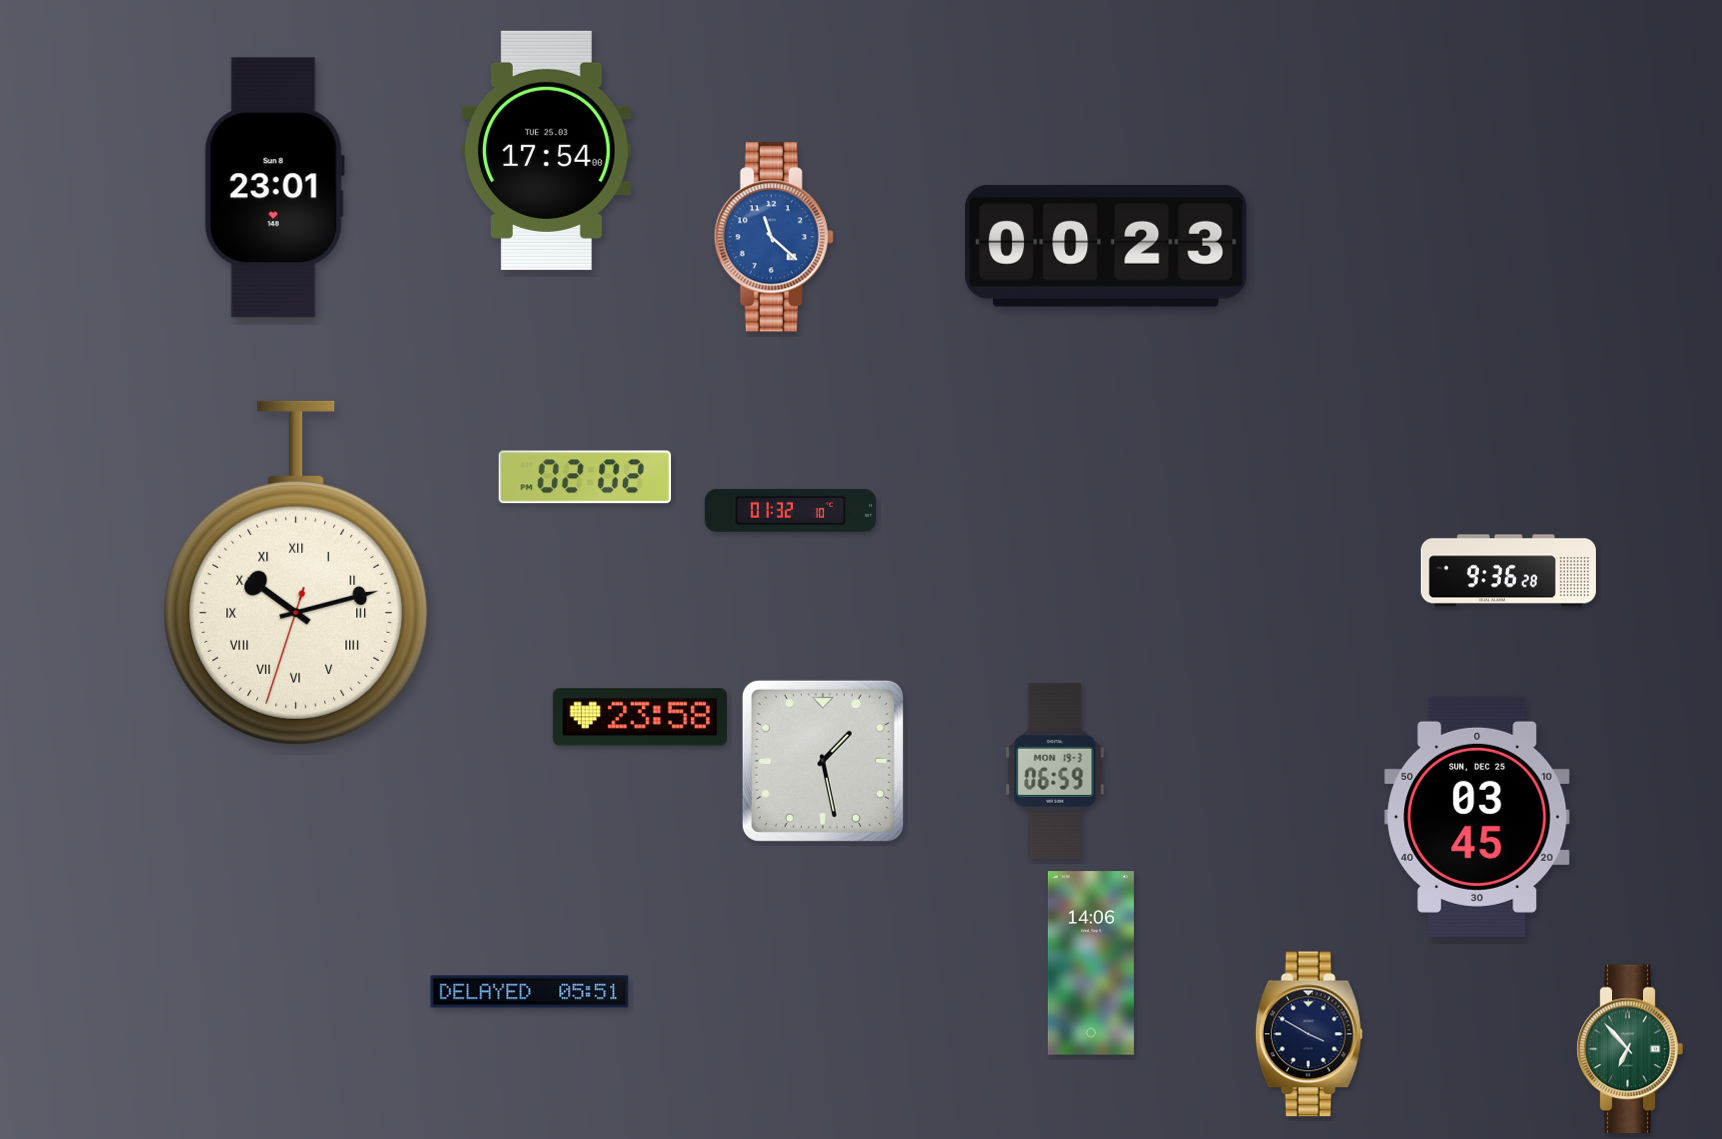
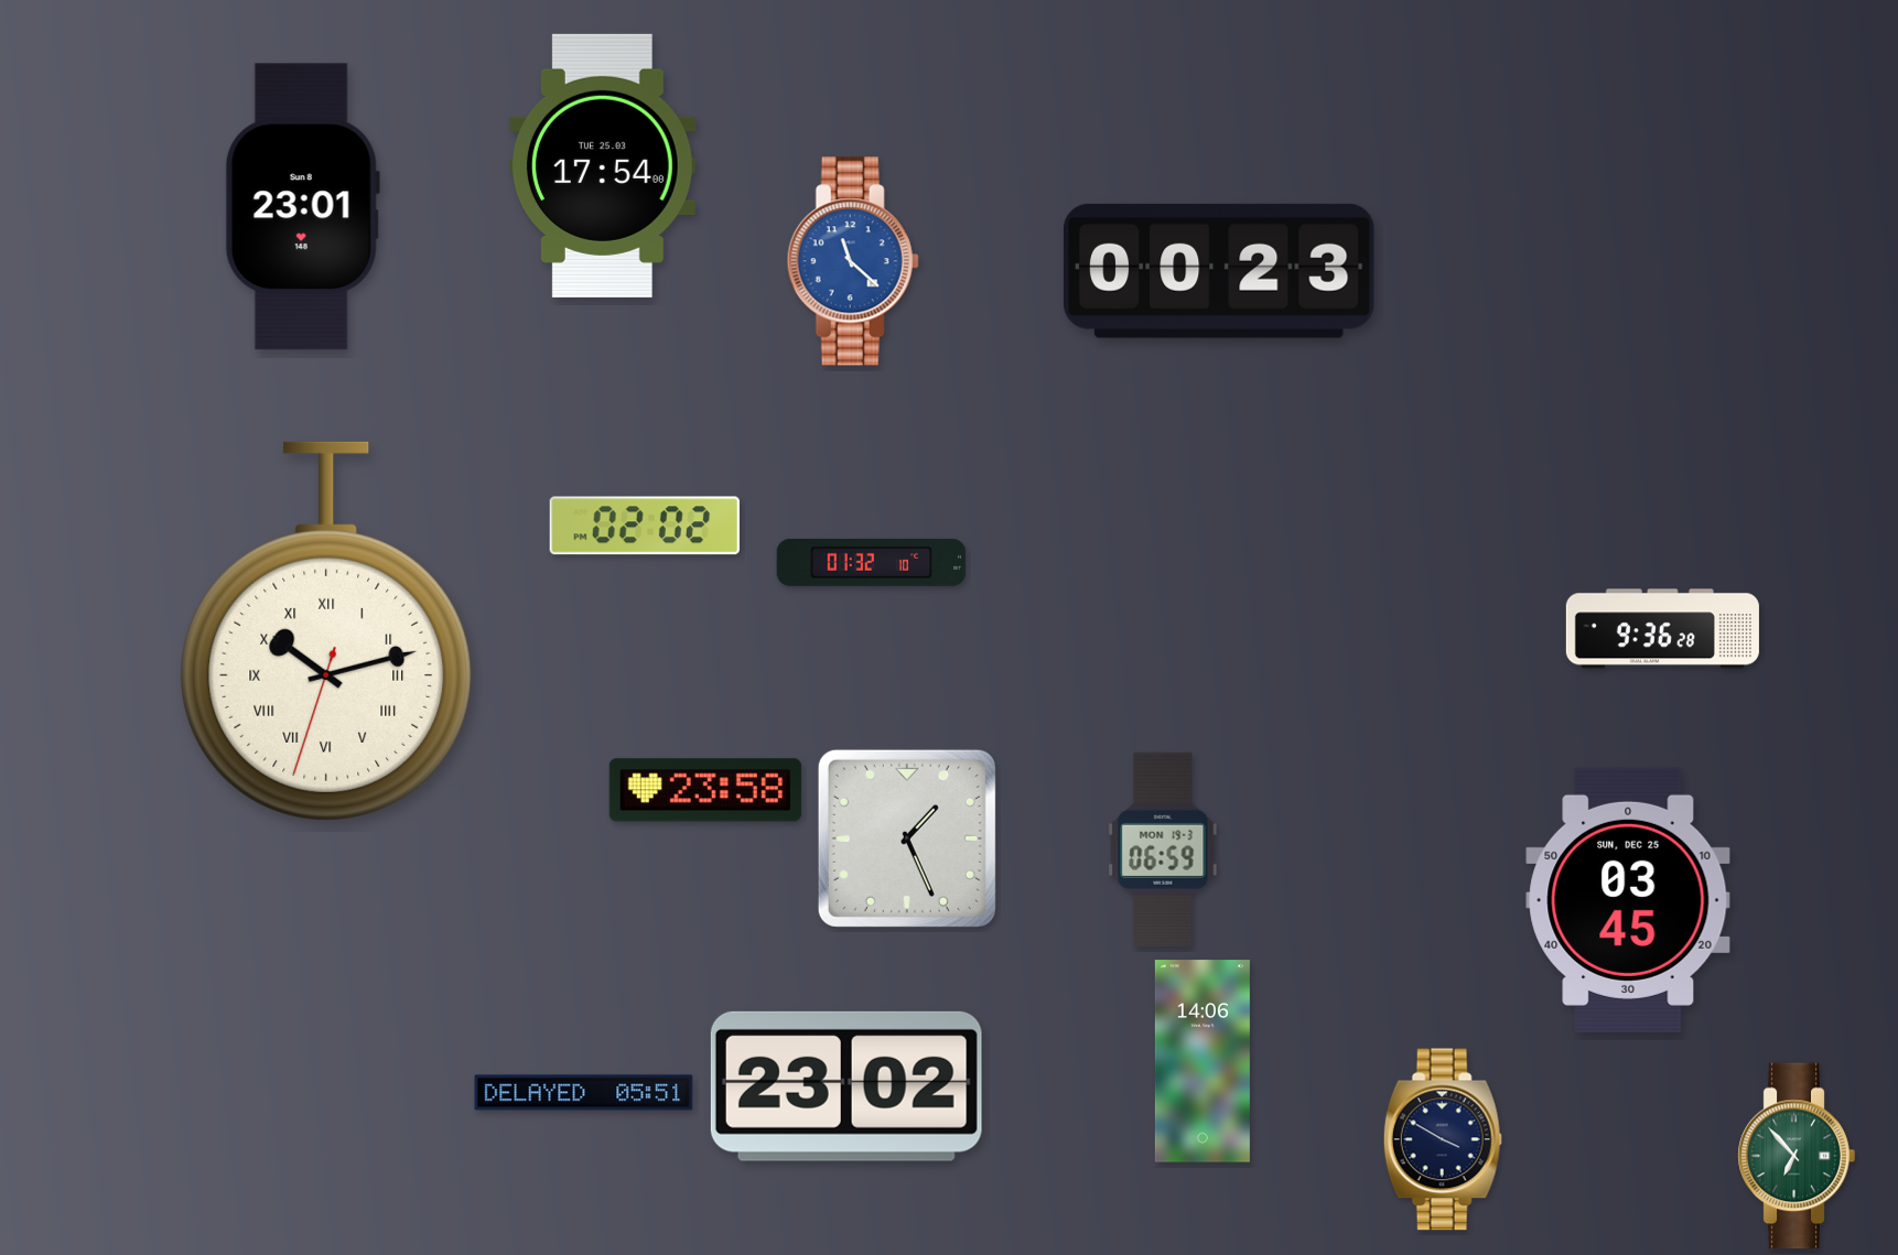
clock at (823, 761): 1:28 -> 1:26
clock at (846, 1086): none -> 23:02
